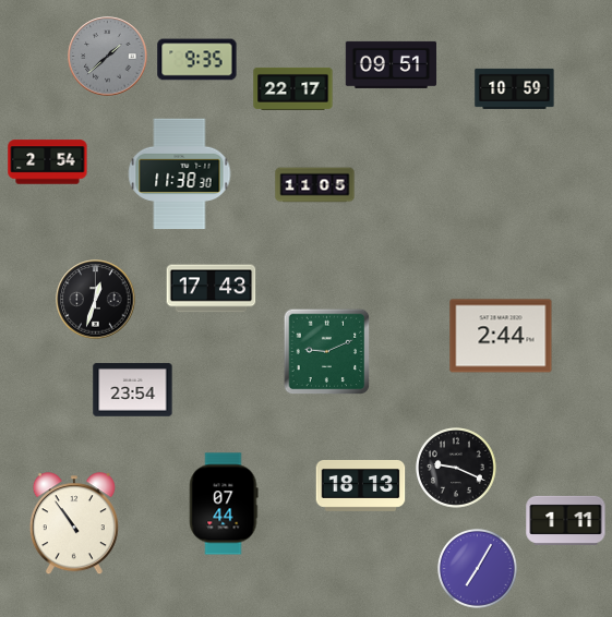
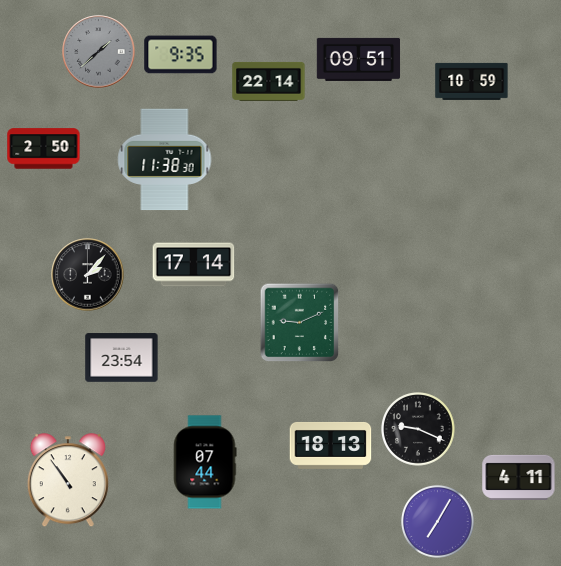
clock at (293, 88): 22:17 -> 22:14
clock at (48, 162): 2:54 -> 2:50
clock at (315, 185): 11:05 -> none
clock at (212, 289): 17:43 -> 17:14
clock at (96, 300): 12:33 -> 2:07
clock at (501, 336): 2:44 -> none
clock at (566, 520): 1:11 -> 4:11
